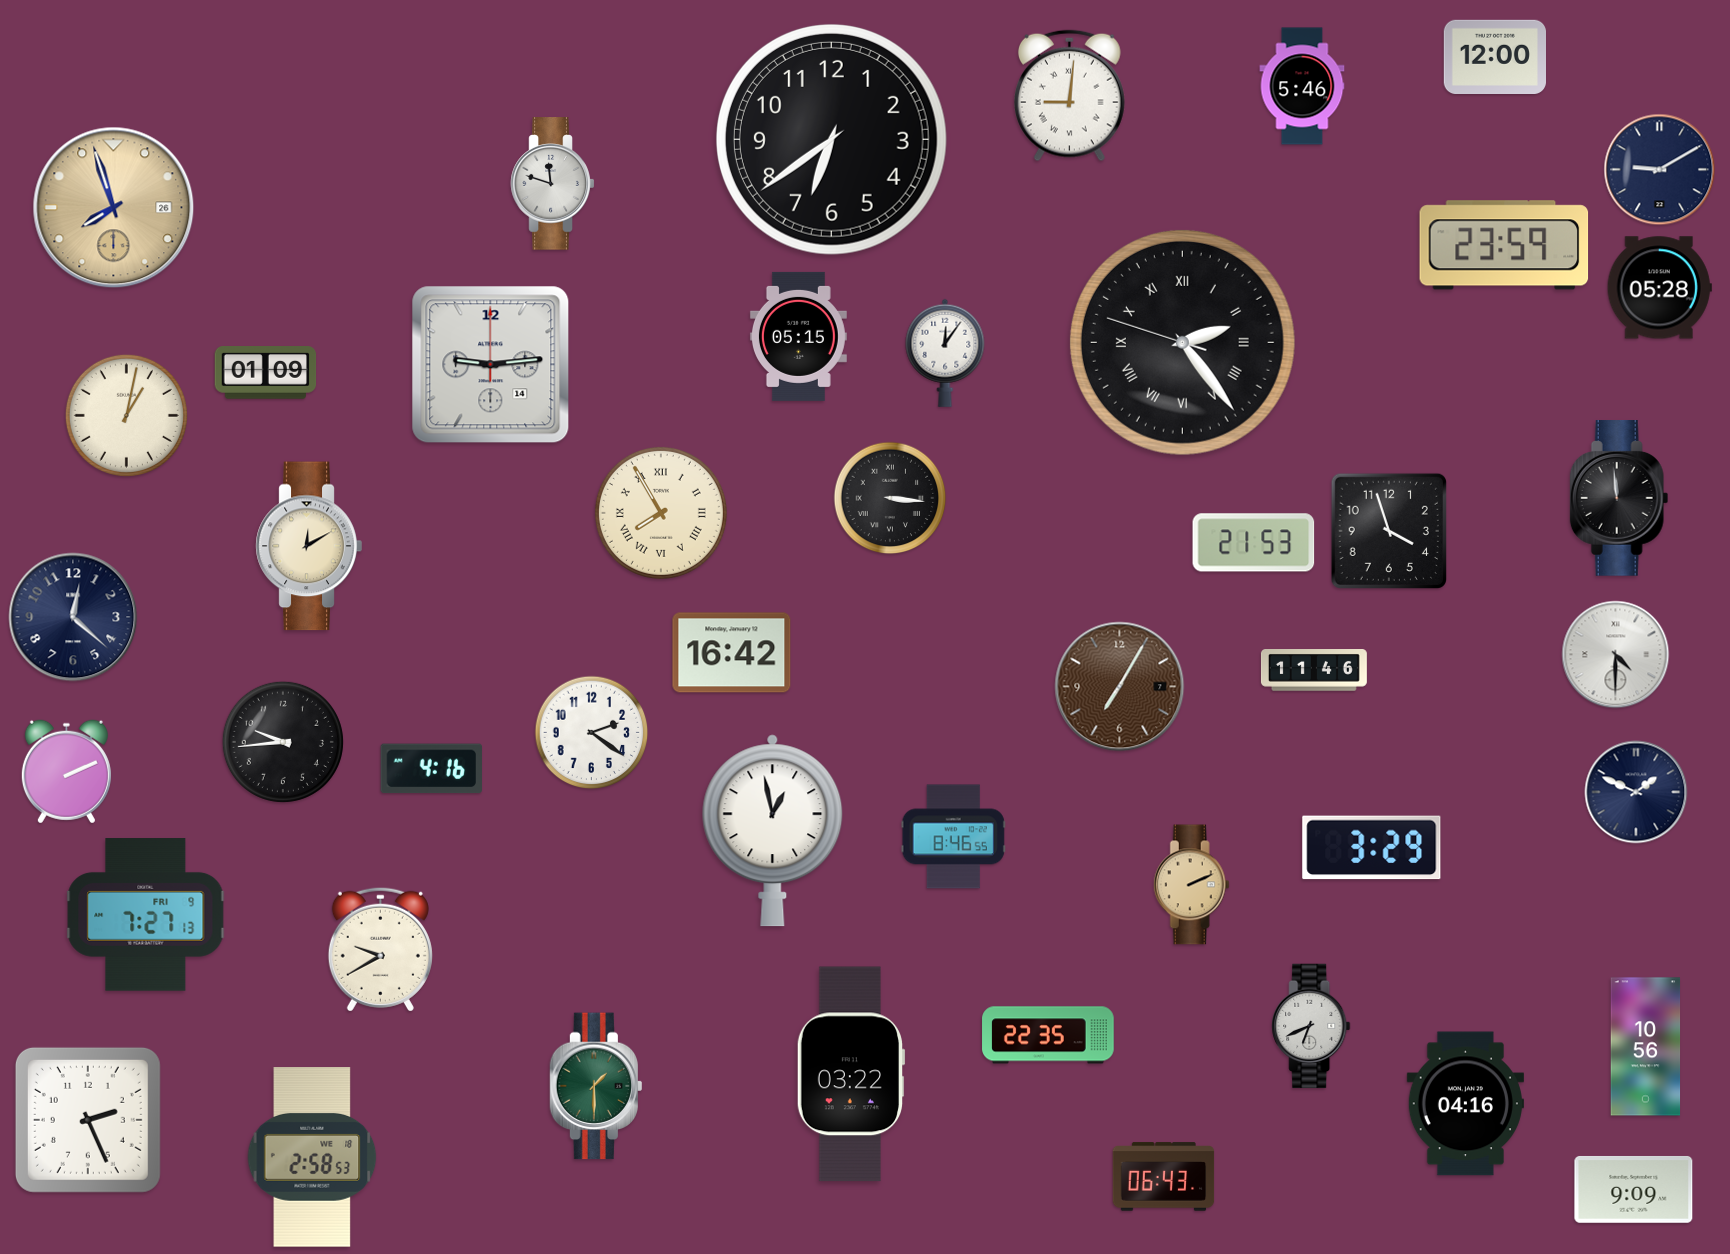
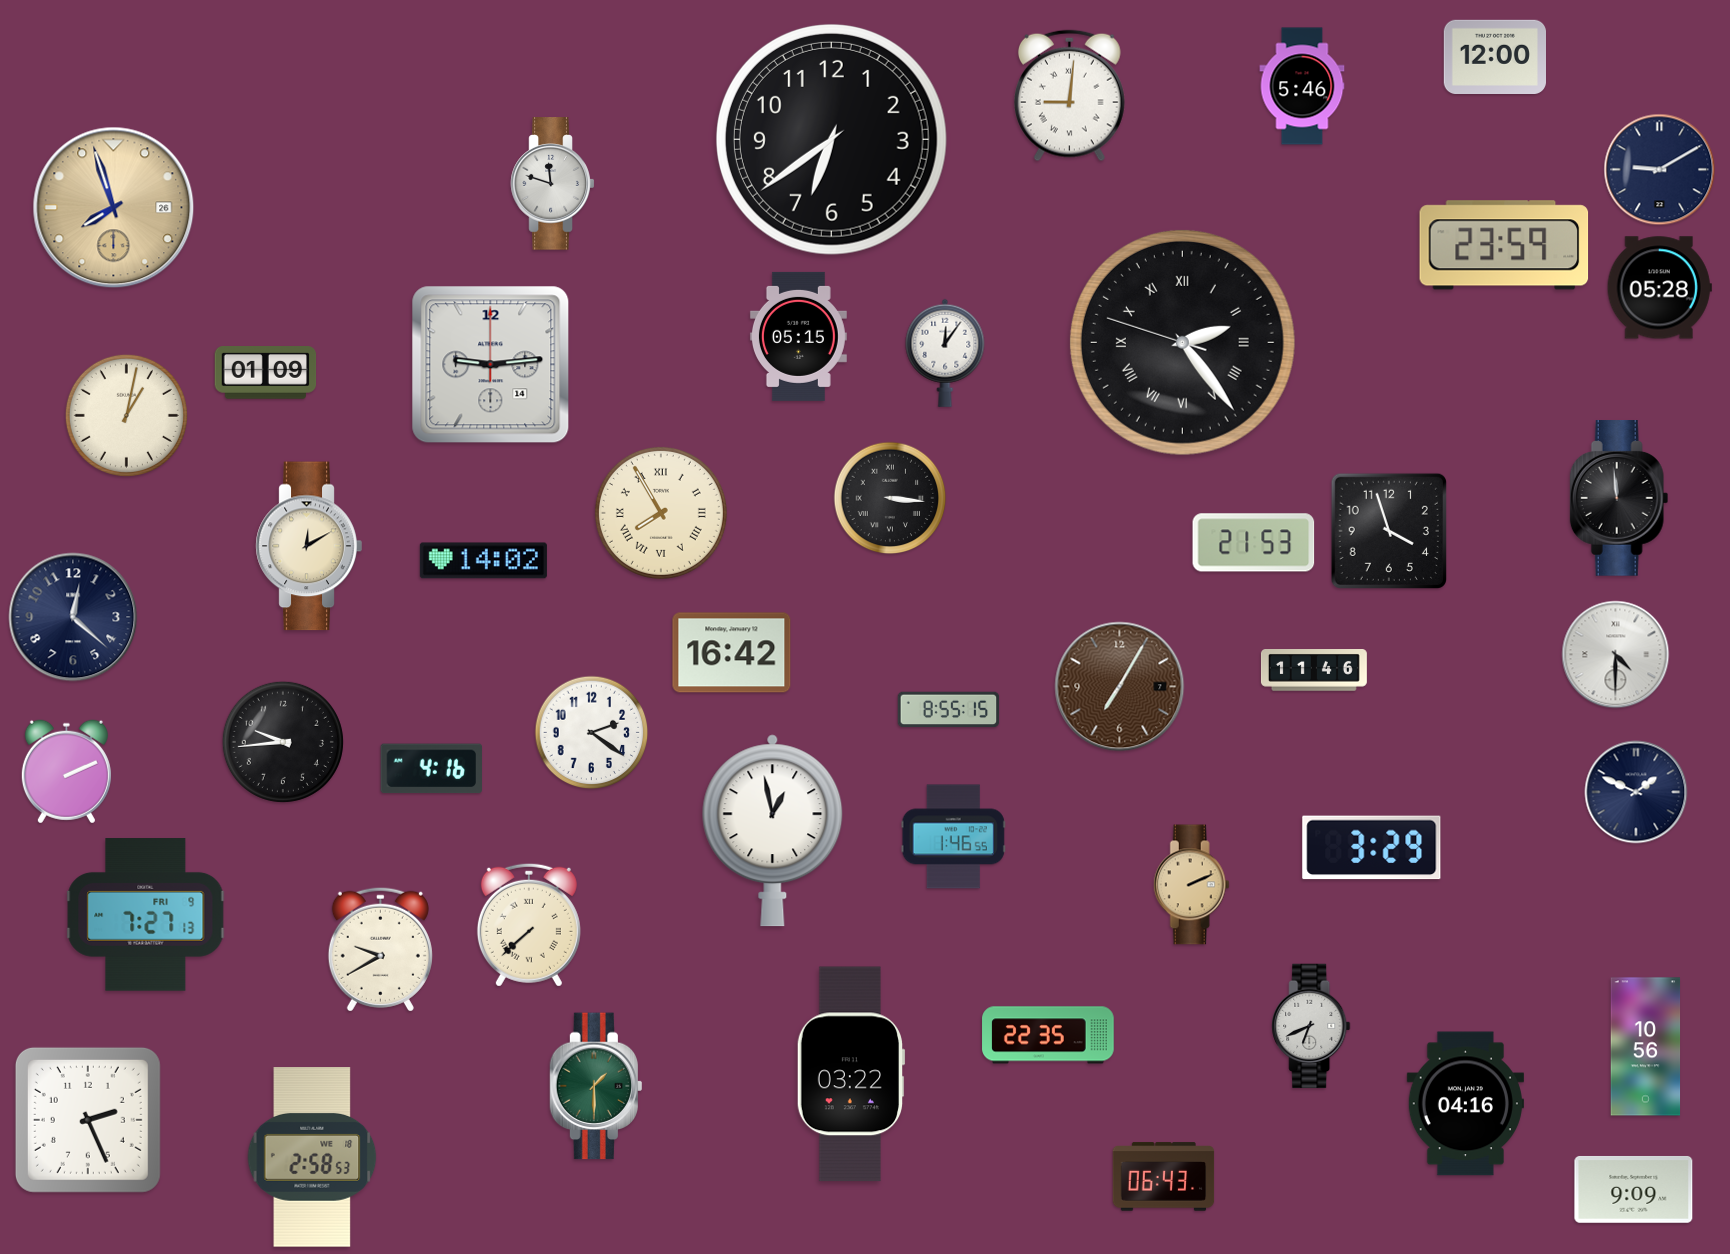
clock at (483, 561): none -> 14:02
clock at (949, 710): none -> 8:55
clock at (953, 837): 8:46 -> 1:46
clock at (529, 925): none -> 7:38
